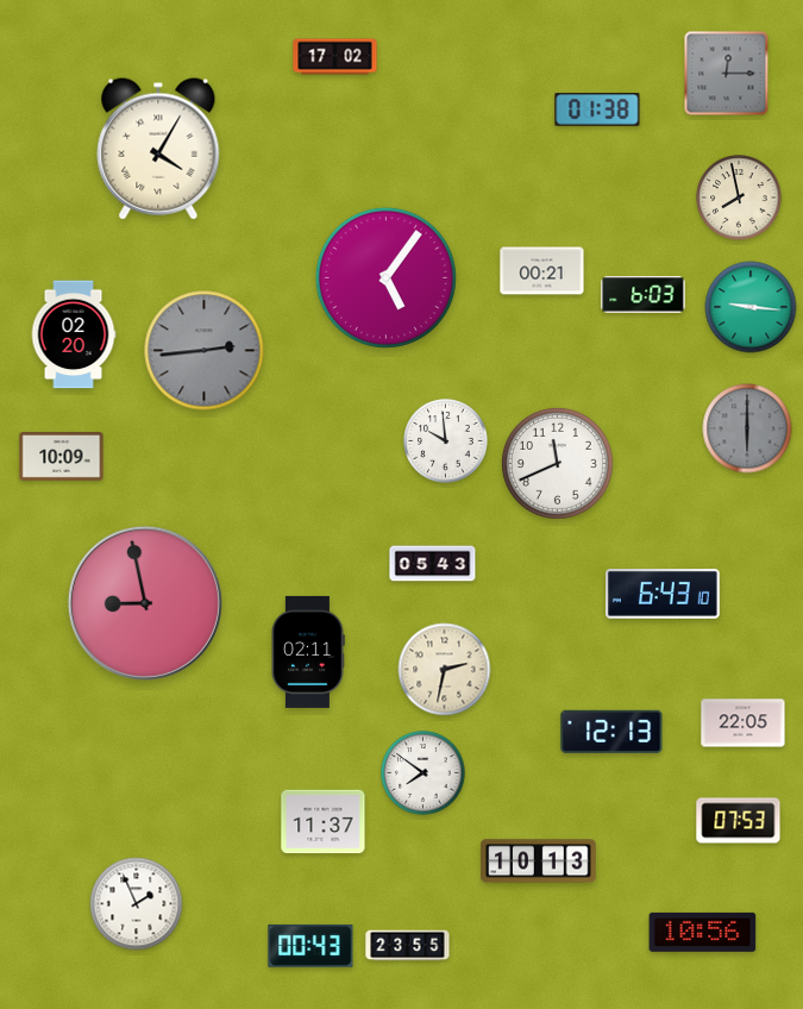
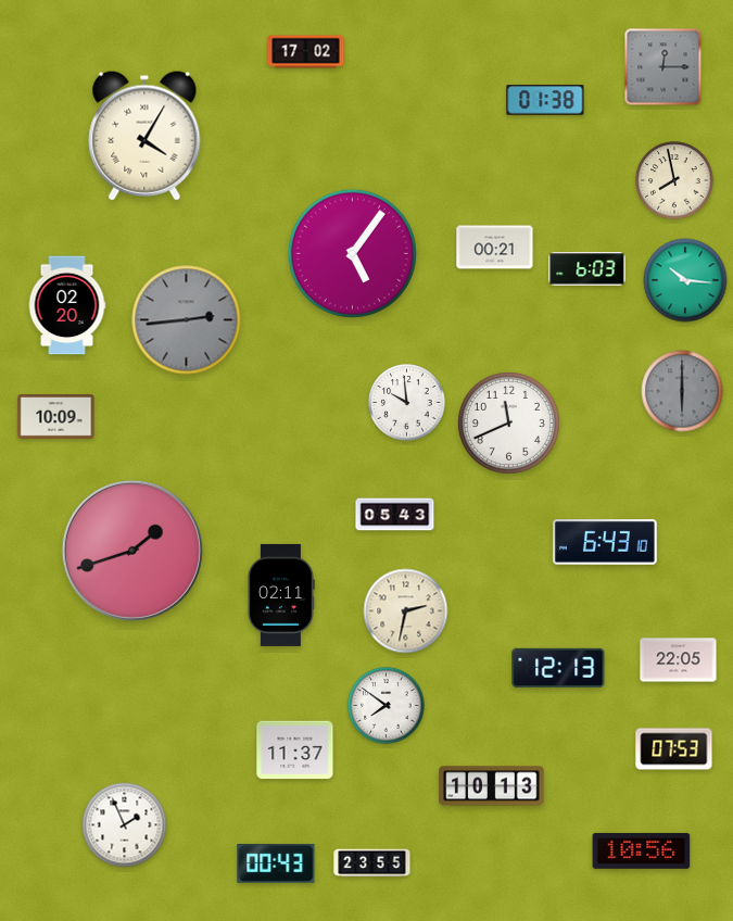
clock at (751, 307): 9:16 -> 10:16
clock at (145, 603): 8:58 -> 1:42
clock at (310, 946) position: (310, 946) -> (276, 863)
